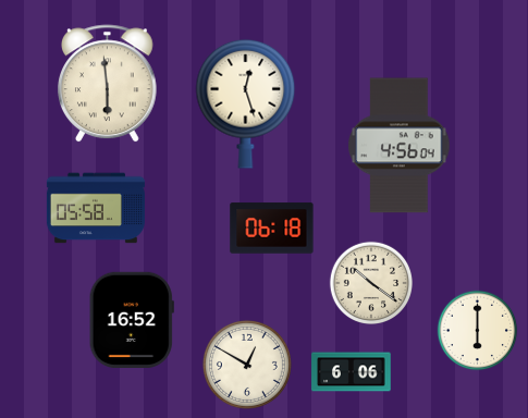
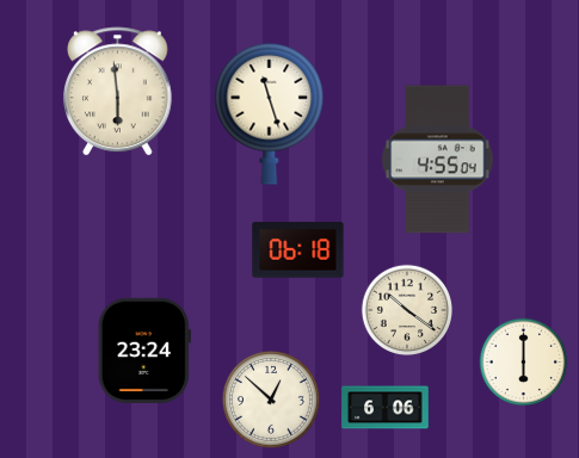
clock at (246, 103): 12:27 -> 11:27
clock at (400, 146): 4:56 -> 4:55
clock at (96, 208): 05:58 -> none
clock at (132, 320): 16:52 -> 23:24
clock at (247, 365): 12:50 -> 12:52
